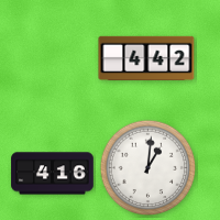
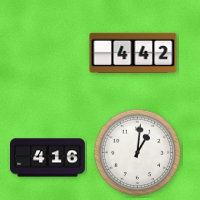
clock at (148, 168) position: (148, 168) -> (138, 153)
